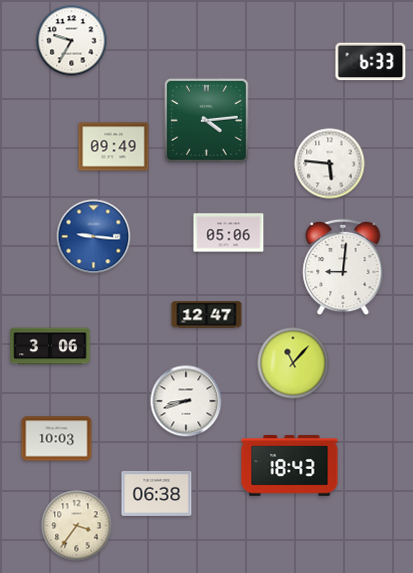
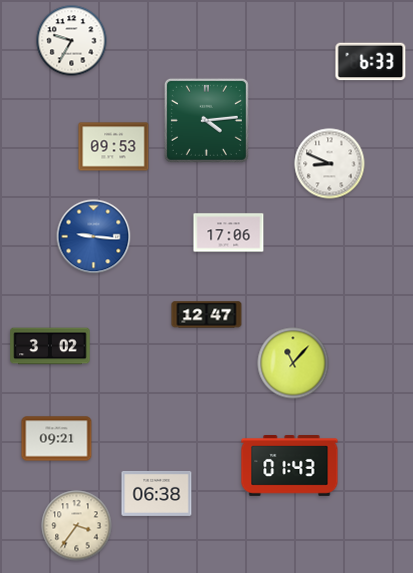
clock at (114, 147): 09:49 -> 09:53
clock at (330, 164): 5:46 -> 8:49
clock at (229, 233): 05:06 -> 17:06
clock at (343, 267): 9:01 -> none
clock at (50, 346): 3:06 -> 3:02
clock at (186, 401): 8:42 -> none
clock at (57, 439): 10:03 -> 09:21
clock at (290, 466): 18:43 -> 01:43
